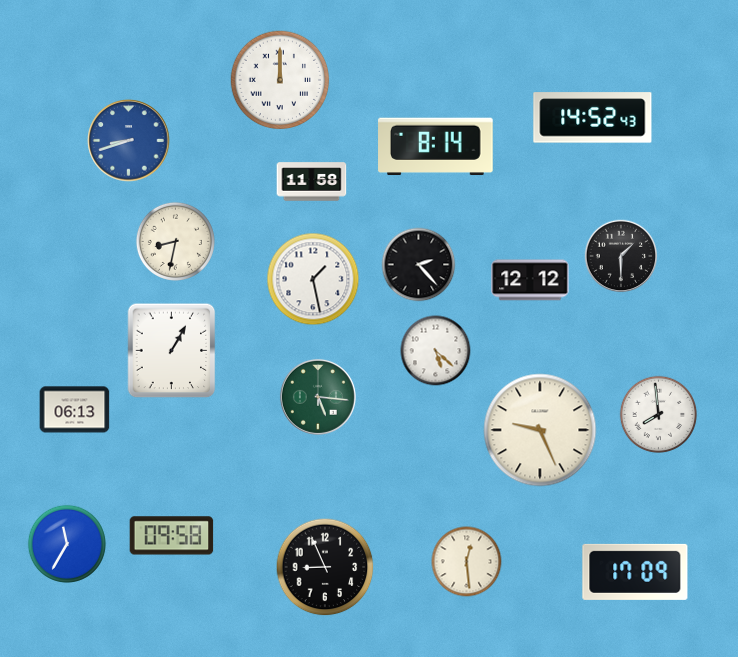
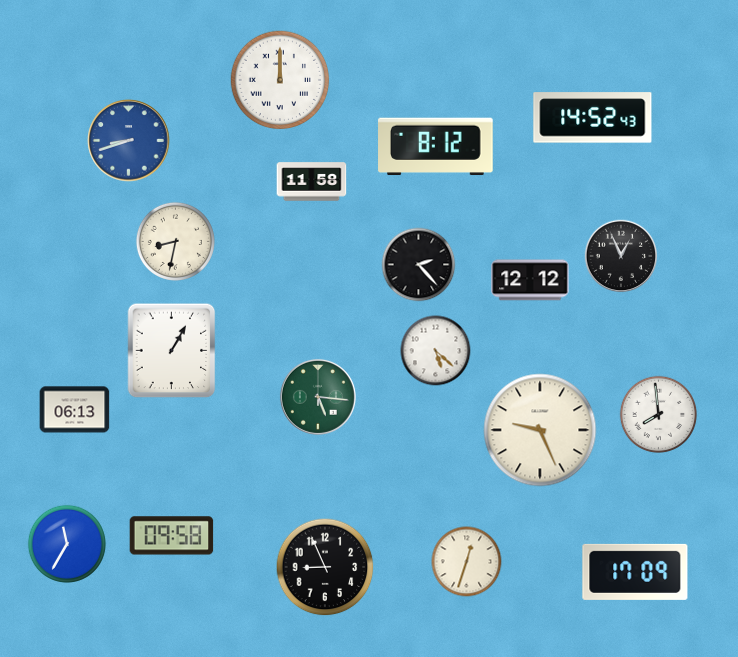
clock at (436, 147): 8:14 -> 8:12
clock at (621, 256): 1:30 -> 12:56
clock at (313, 279): 1:28 -> none
clock at (467, 562): 12:29 -> 12:33
